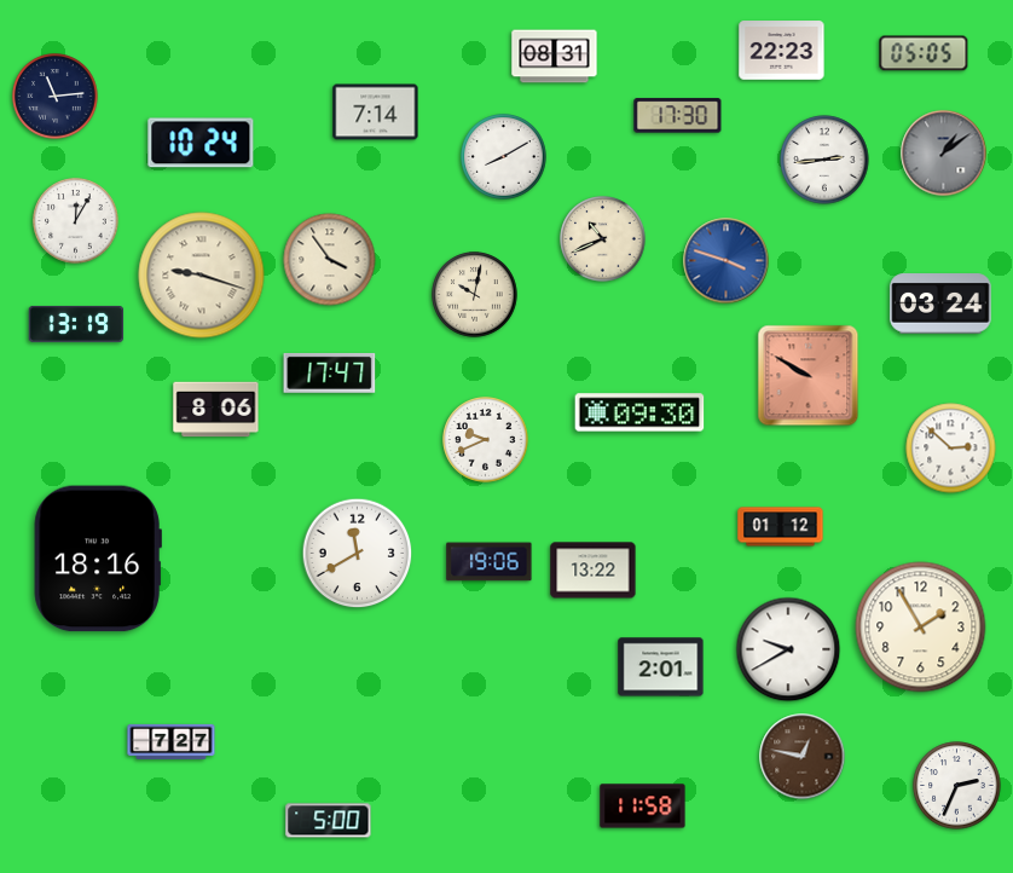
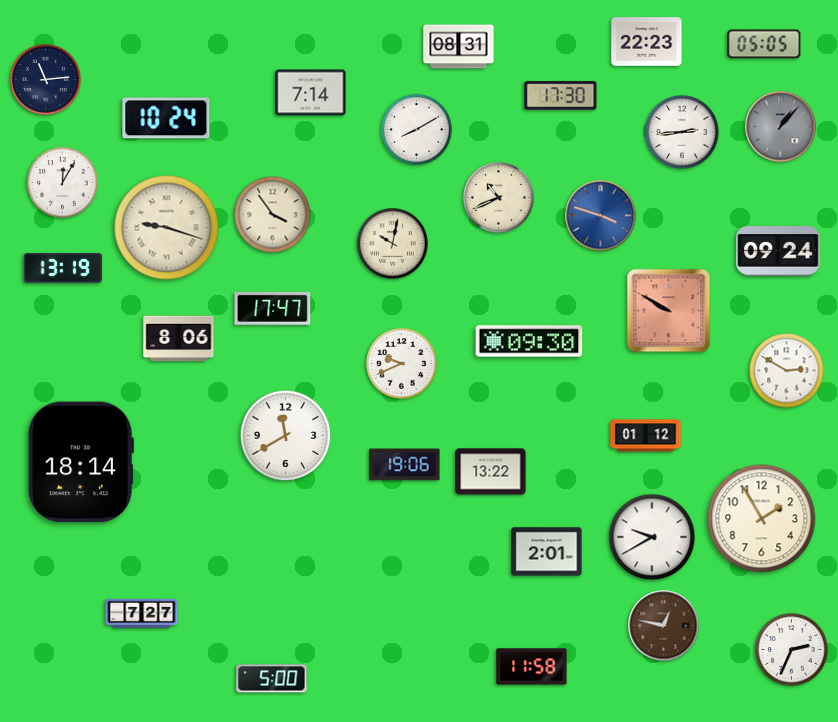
clock at (944, 154): 1:09 -> 1:07
clock at (940, 303): 03:24 -> 09:24
clock at (951, 449): 2:52 -> 2:50
clock at (358, 554) position: (358, 554) -> (286, 436)
clock at (98, 559): 18:16 -> 18:14
